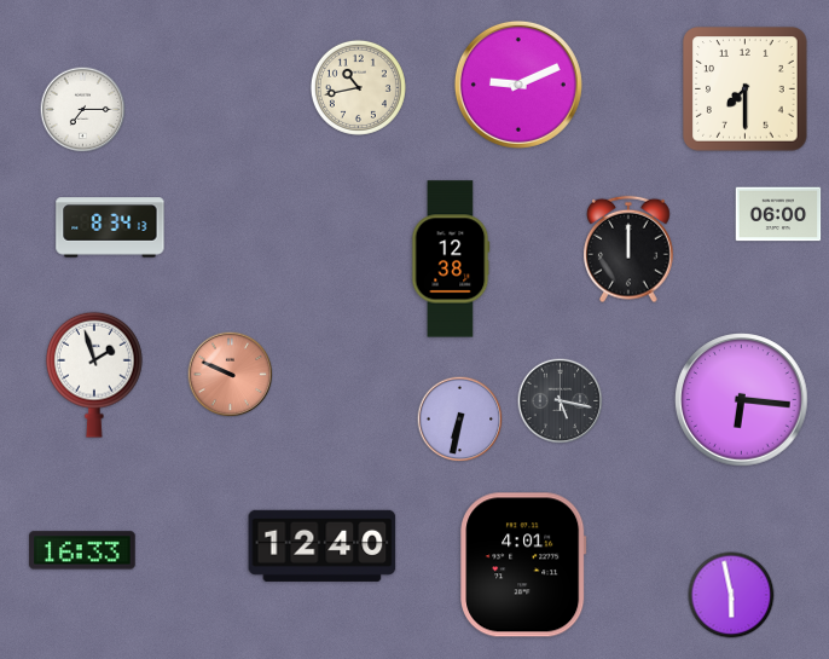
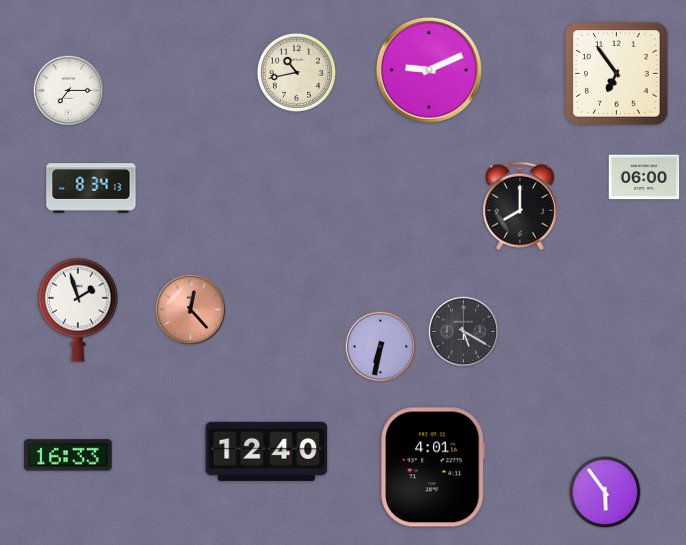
clock at (746, 89): 7:30 -> 6:54
clock at (630, 249): 12:00 -> 8:00
clock at (451, 259): 12:38 -> none
clock at (231, 375): 9:49 -> 12:23
clock at (742, 400): 6:16 -> none
clock at (561, 401): 5:17 -> 5:20
clock at (731, 595): 5:58 -> 5:54
